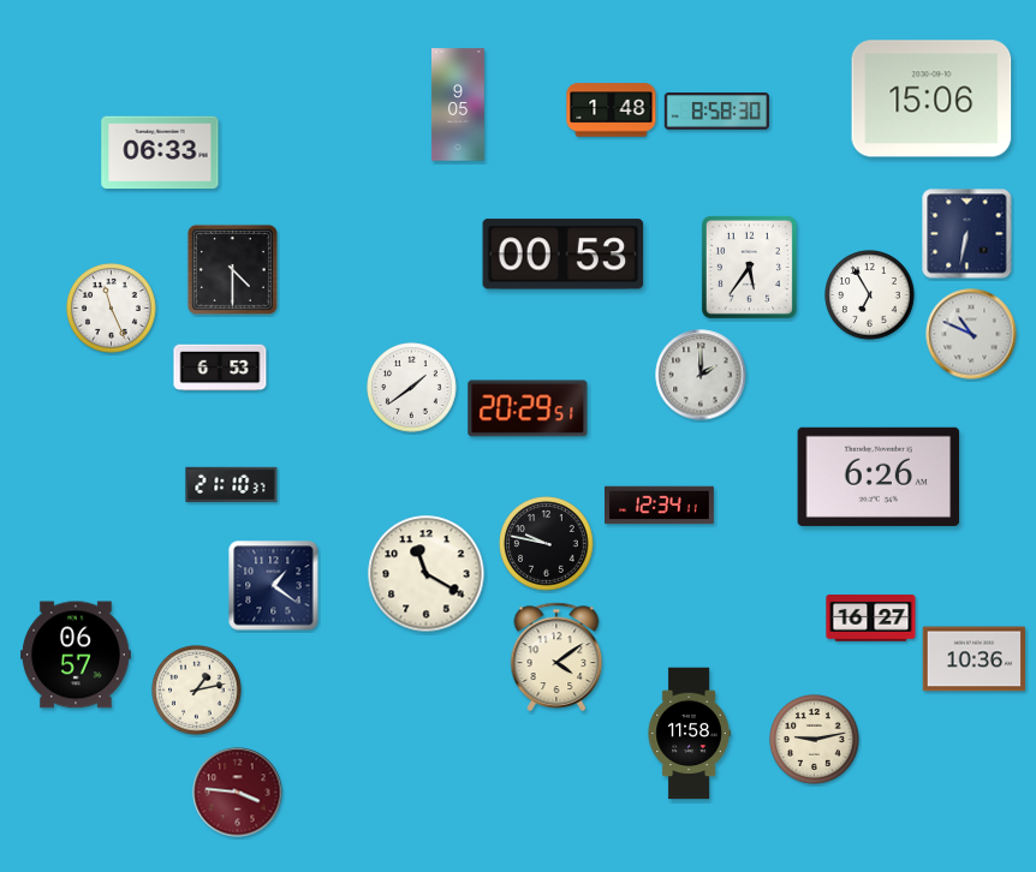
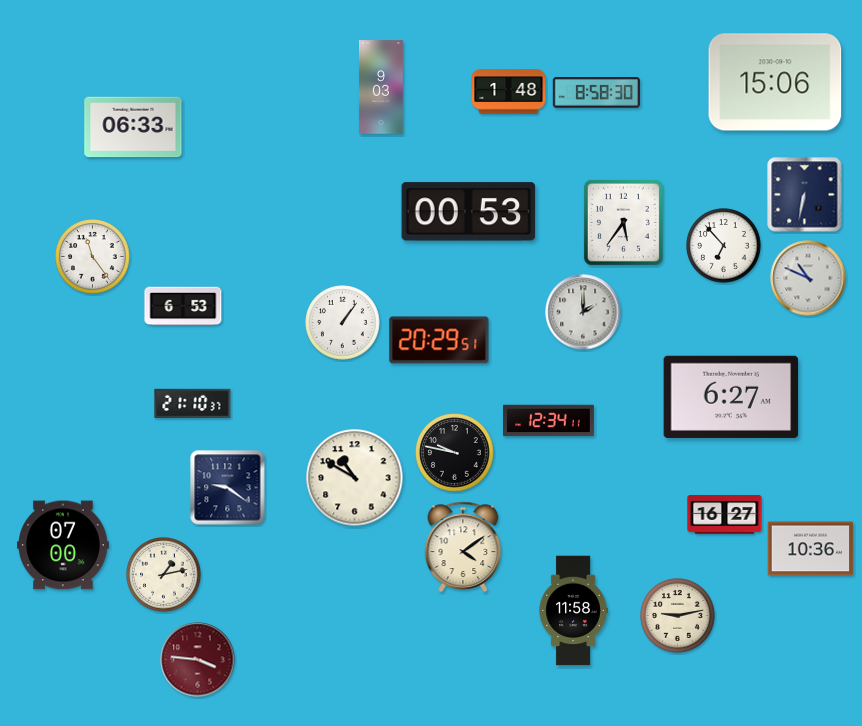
clock at (458, 104): 9:05 -> 9:03
clock at (232, 269): 4:30 -> none
clock at (870, 295): 6:55 -> 6:53
clock at (112, 309): 11:26 -> 11:24
clock at (412, 388): 1:39 -> 1:06
clock at (879, 477): 6:26 -> 6:27
clock at (427, 574): 11:20 -> 10:50
clock at (274, 586): 1:21 -> 9:21
clock at (77, 655): 06:57 -> 07:00
